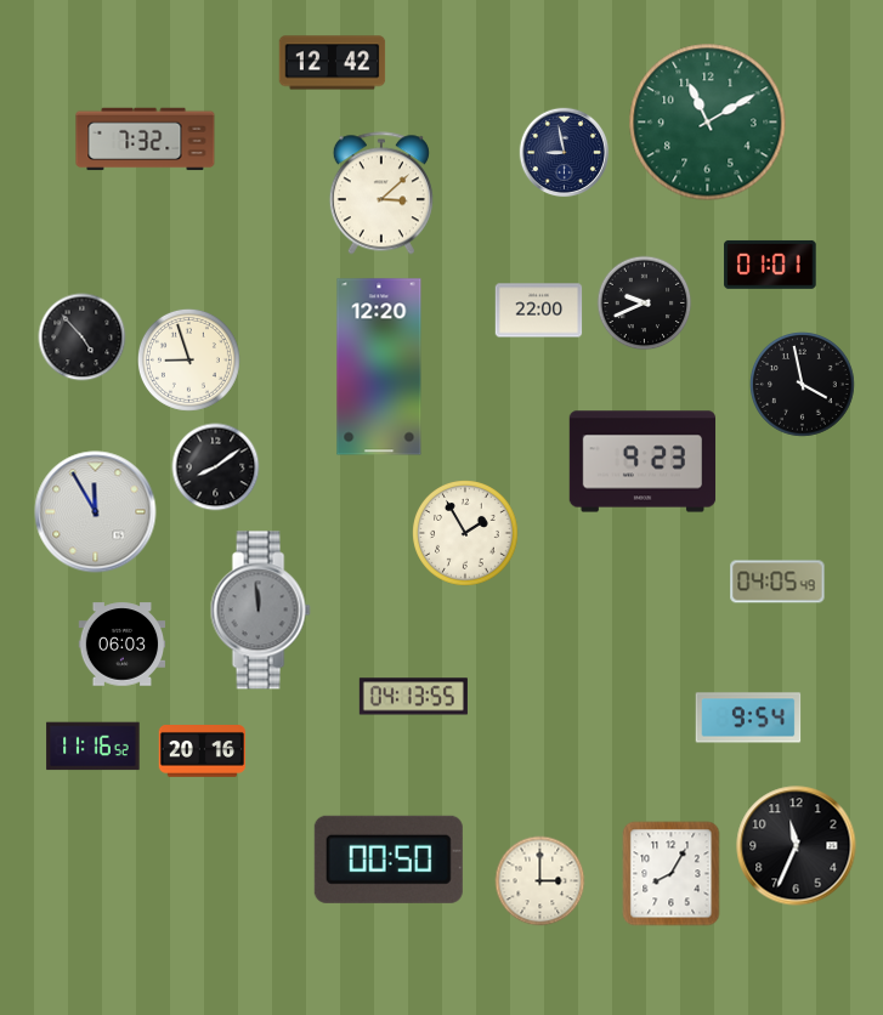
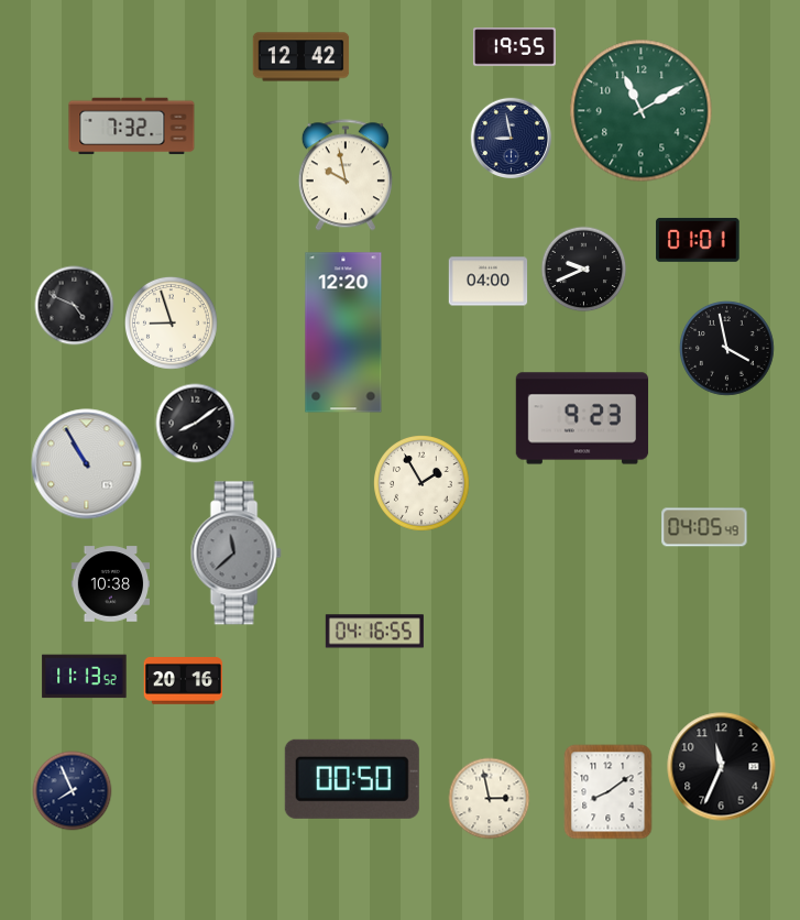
clock at (515, 47): none -> 19:55
clock at (381, 193): 3:08 -> 9:58
clock at (645, 304) position: (645, 304) -> (584, 270)
clock at (539, 311): 22:00 -> 04:00
clock at (83, 338): 4:53 -> 4:49
clock at (188, 359) position: (188, 359) -> (171, 322)
clock at (96, 512): 11:55 -> 10:55
clock at (260, 611): 11:59 -> 11:38
clock at (123, 645): 06:03 -> 10:38
clock at (413, 697): 04:13 -> 04:16
clock at (748, 718): 9:54 -> none
clock at (94, 747): 11:16 -> 11:13
clock at (73, 791): none -> 7:56
clock at (672, 874): 8:05 -> 8:09
clock at (540, 881): 3:00 -> 2:58
